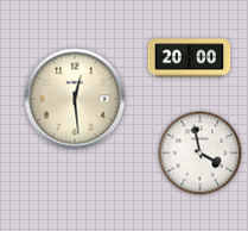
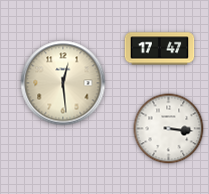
clock at (190, 58): 20:00 -> 17:47
clock at (201, 154): 3:58 -> 3:16
